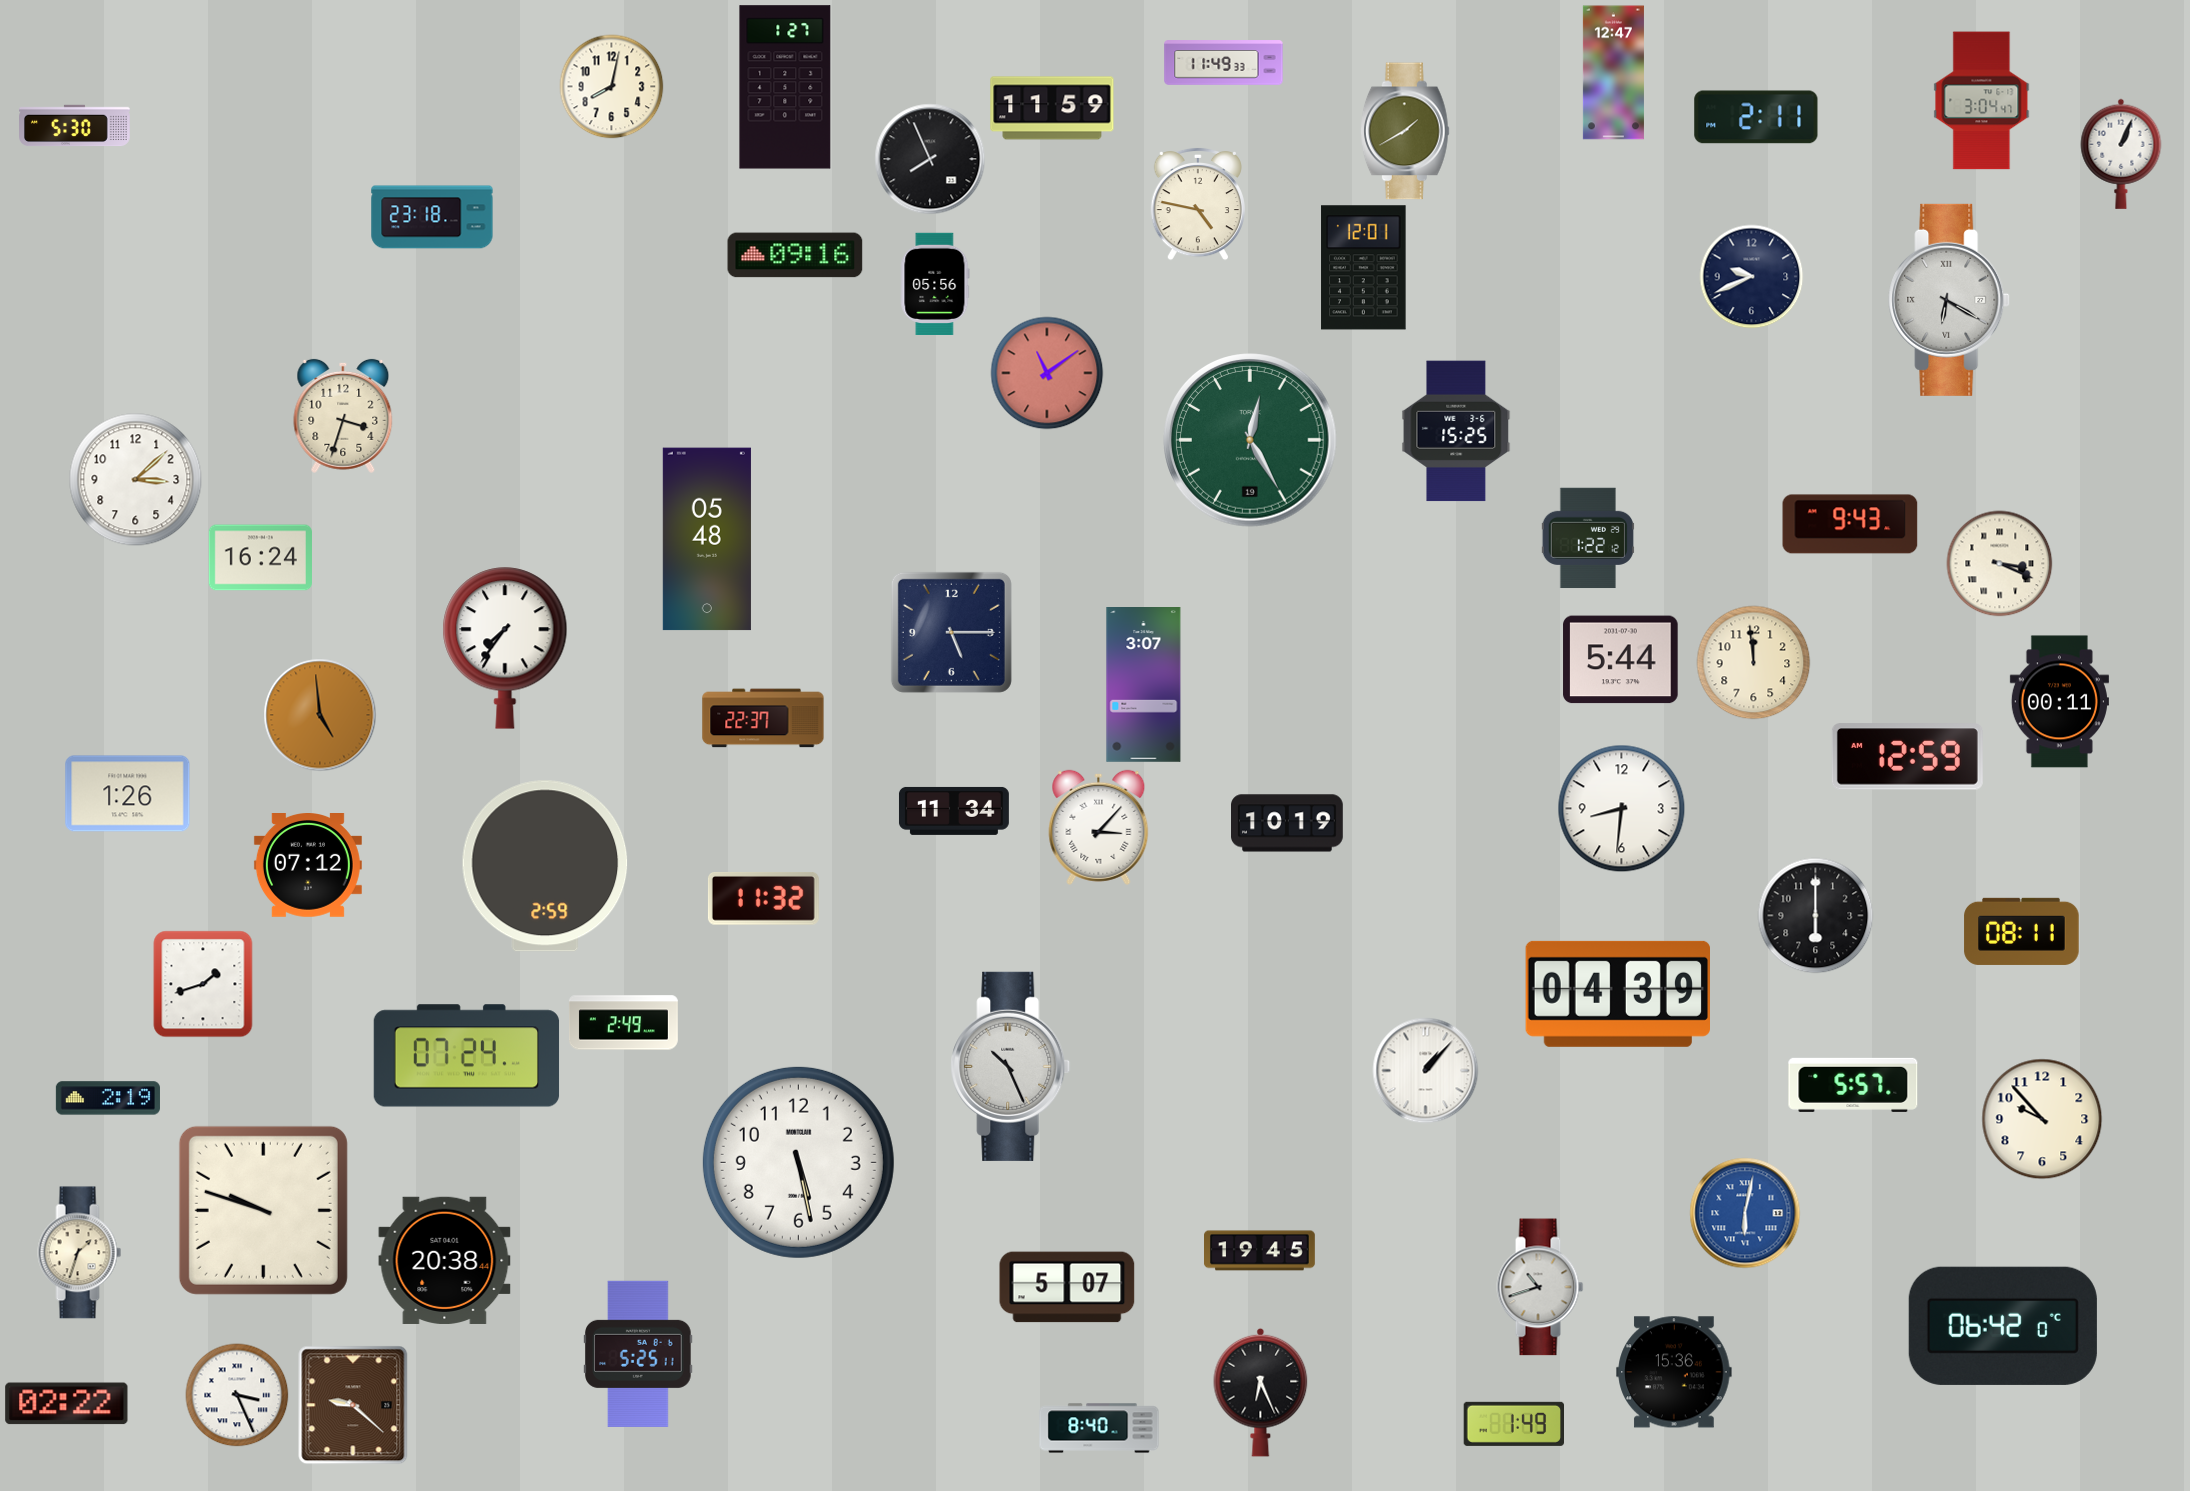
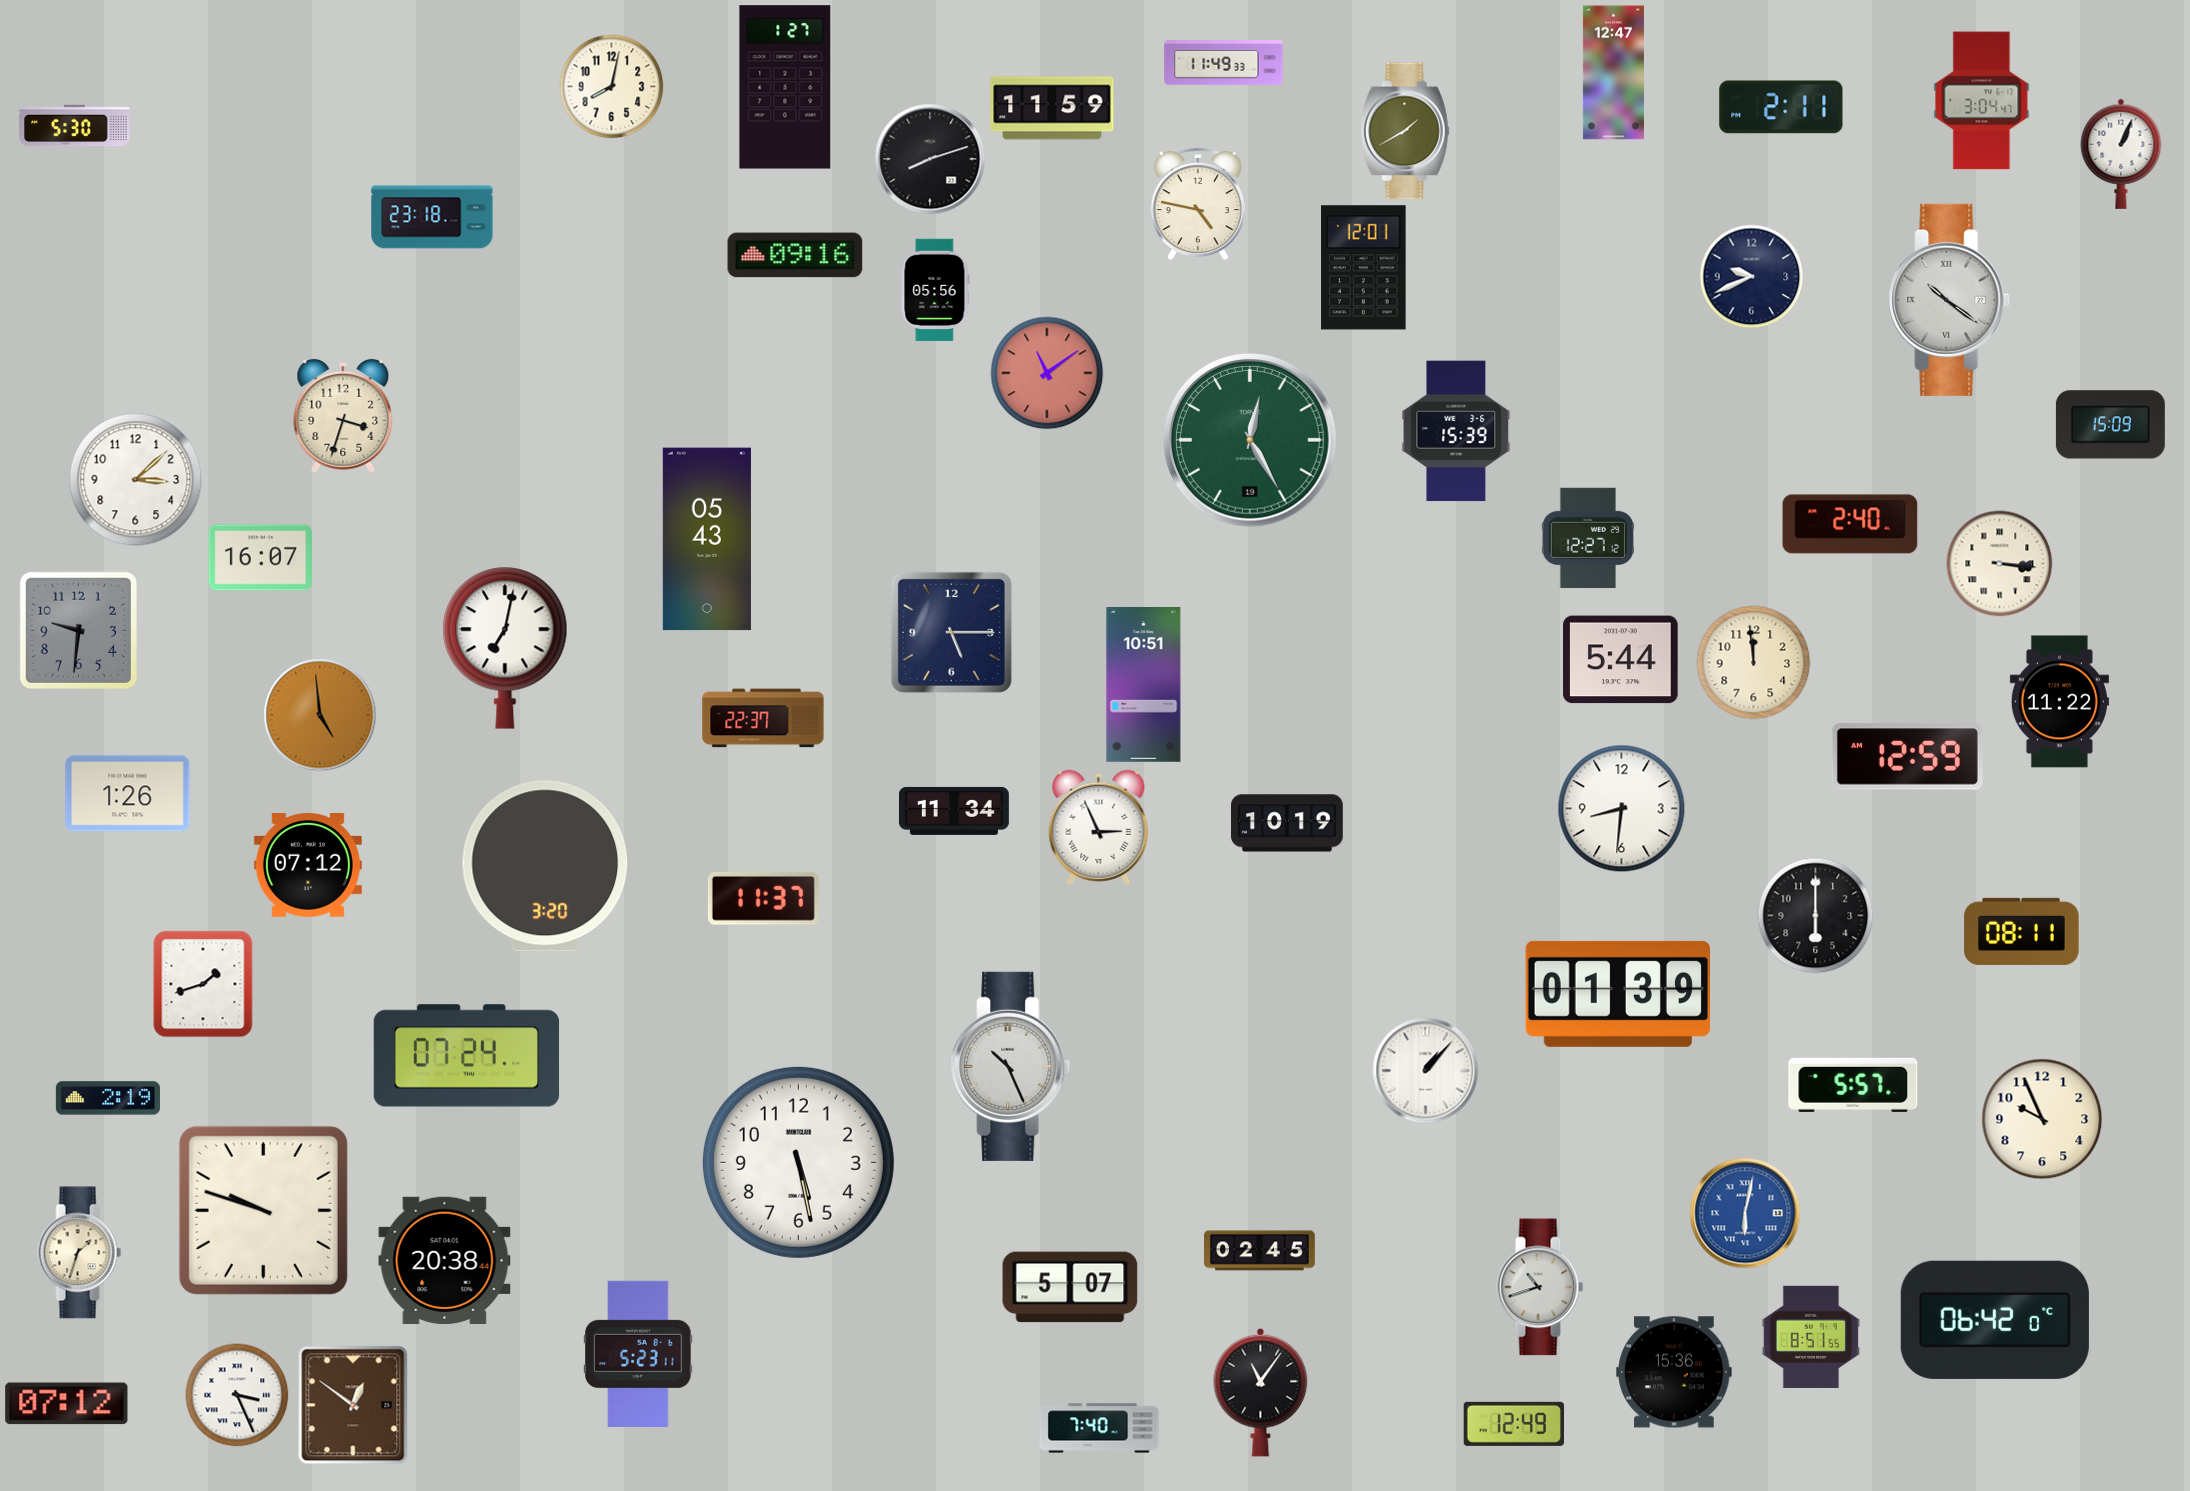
clock at (1756, 117) position: (1756, 117) -> (1781, 107)
clock at (930, 159): 7:56 -> 8:12
clock at (935, 283) position: (935, 283) -> (935, 289)
clock at (1949, 300): 6:20 -> 10:21
clock at (2110, 425): none -> 15:09
clock at (1456, 431): 15:25 -> 15:39
clock at (1850, 524): 9:43 -> 2:40
clock at (1588, 538): 1:22 -> 12:27
clock at (707, 539): 05:48 -> 05:43
clock at (260, 558): 16:24 -> 16:07
clock at (2000, 564): 3:19 -> 3:16
clock at (78, 630): none -> 9:31
clock at (505, 648): 7:36 -> 7:02
clock at (1144, 685): 3:07 -> 10:51
clock at (2059, 702): 00:11 -> 11:22
clock at (1099, 827): 3:07 -> 2:56
clock at (545, 866): 2:59 -> 3:20
clock at (763, 898): 11:32 -> 11:37
clock at (1617, 994): 04:39 -> 01:39
clock at (623, 1023): 2:49 -> none
clock at (2042, 1119): 9:53 -> 9:56
clock at (1260, 1251): 19:45 -> 02:45
clock at (1067, 1287) position: (1067, 1287) -> (1070, 1287)
clock at (2003, 1326) position: (2003, 1326) -> (1995, 1320)
clock at (1811, 1336): none -> 8:51
clock at (638, 1354): 5:25 -> 5:23
clock at (1261, 1392): 6:26 -> 11:06
clock at (67, 1404): 02:22 -> 07:12
clock at (353, 1405): 9:22 -> 12:51
clock at (1513, 1424): 1:49 -> 12:49
clock at (1099, 1428): 8:40 -> 7:40
